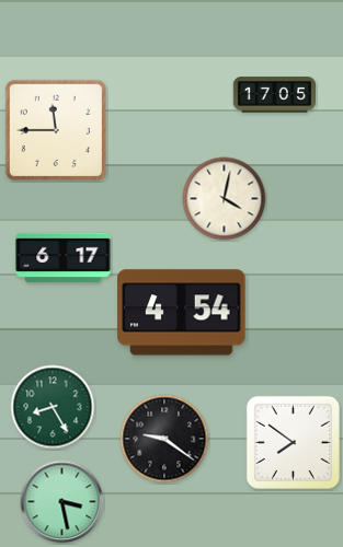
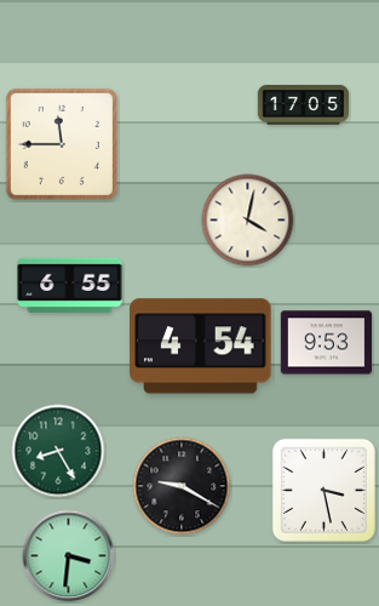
clock at (64, 257): 6:17 -> 6:55
clock at (326, 343): none -> 9:53
clock at (164, 439): 9:21 -> 9:20
clock at (293, 442): 7:51 -> 3:28
clock at (62, 502): 3:28 -> 3:31
